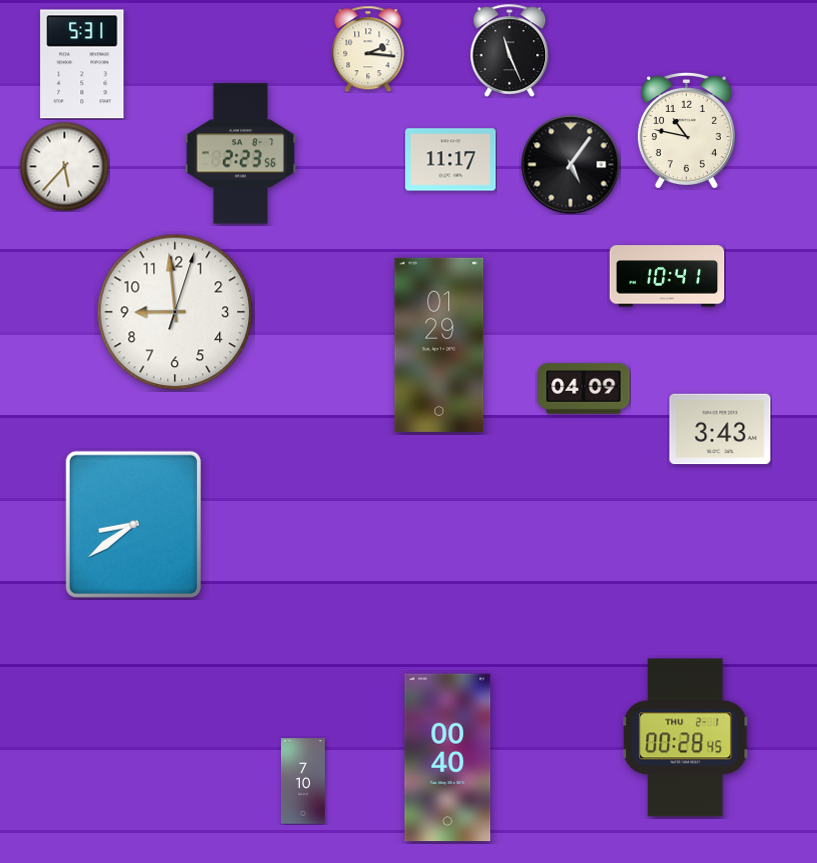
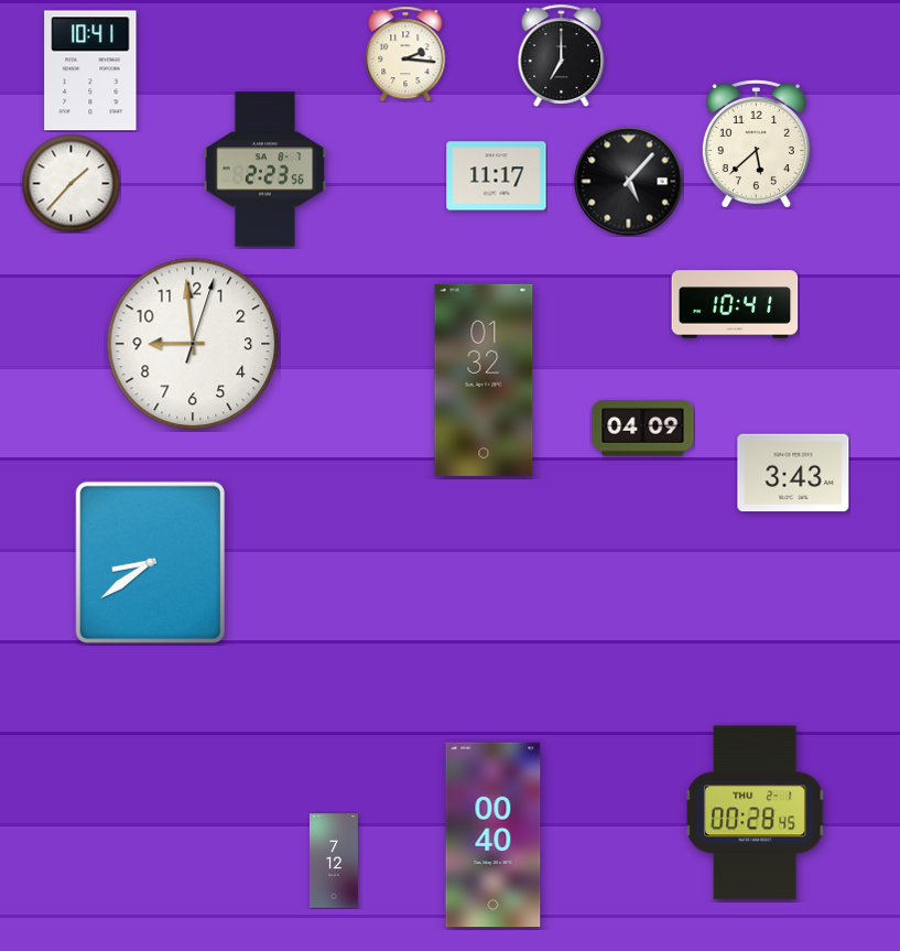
clock at (510, 50): 11:26 -> 7:00
clock at (82, 64): 5:31 -> 10:41
clock at (686, 130): 10:47 -> 5:38
clock at (571, 165): 5:06 -> 5:07
clock at (64, 166): 5:37 -> 1:37
clock at (439, 345): 01:29 -> 01:32
clock at (133, 524) position: (133, 524) -> (150, 562)
clock at (303, 781): 7:10 -> 7:12
